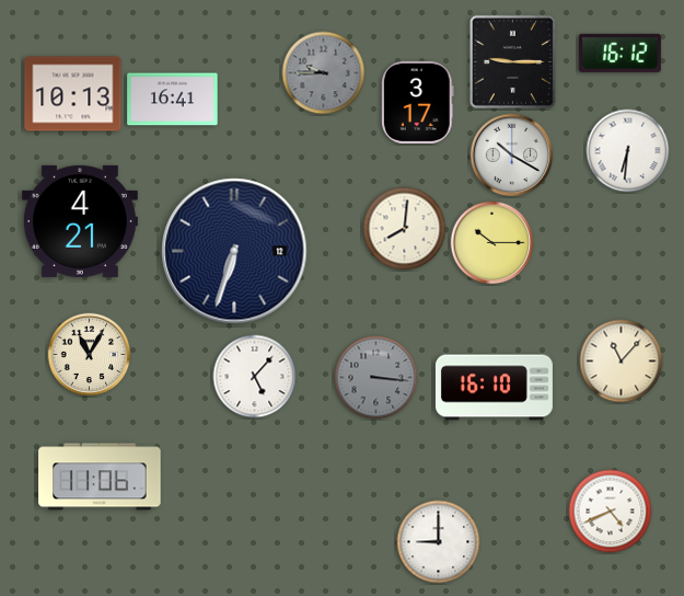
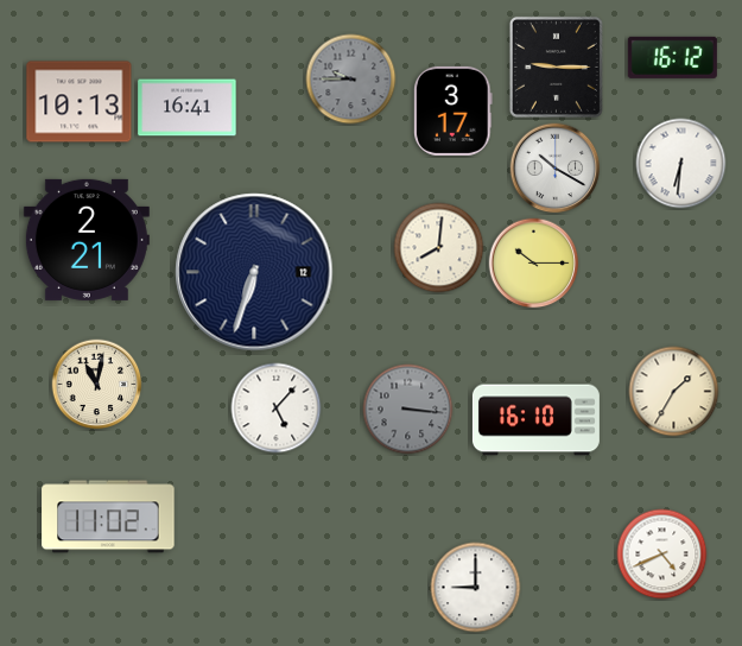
clock at (80, 221): 4:21 -> 2:21
clock at (90, 355): 11:05 -> 11:02
clock at (622, 362): 11:07 -> 1:35
clock at (100, 477): 11:06 -> 11:02
